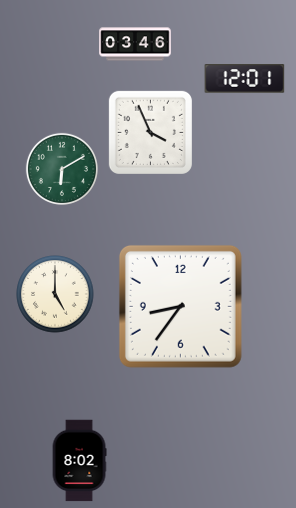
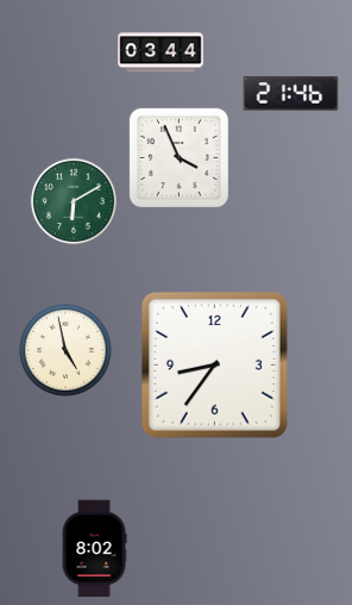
clock at (135, 44): 03:46 -> 03:44
clock at (245, 79): 12:01 -> 21:46
clock at (55, 294): 5:00 -> 4:58
